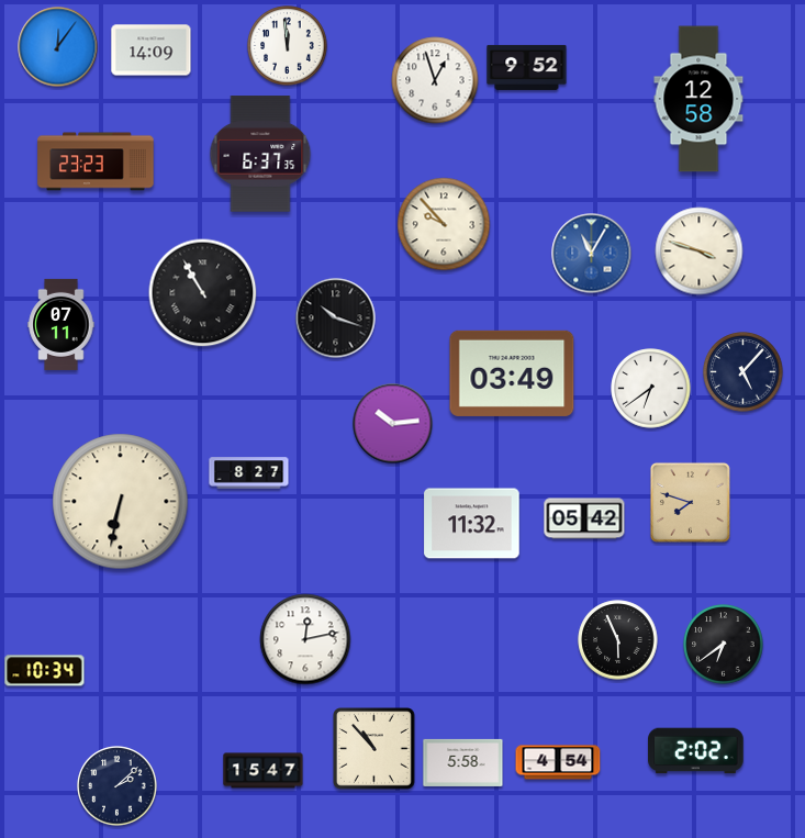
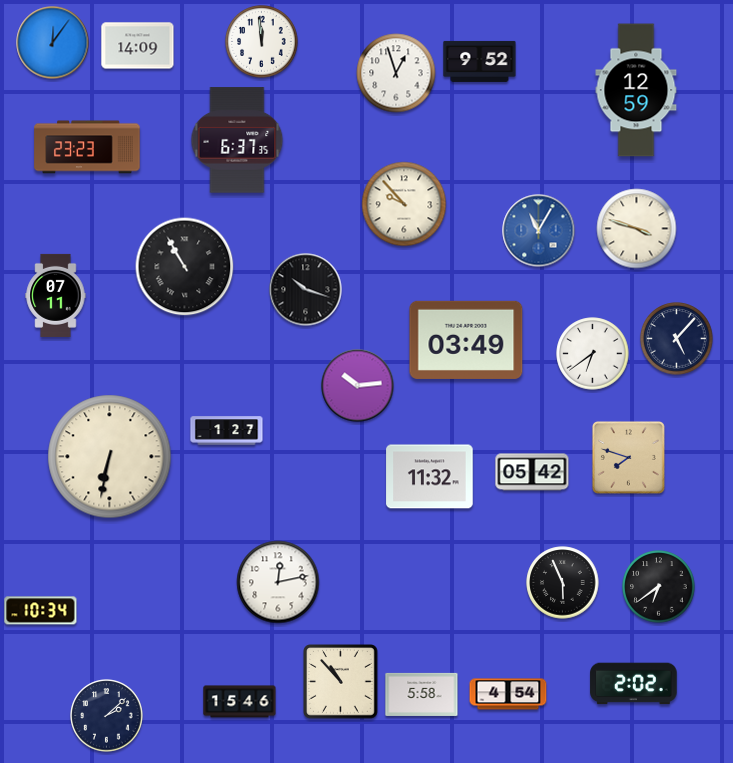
clock at (698, 99): 12:58 -> 12:59
clock at (249, 473): 8:27 -> 1:27
clock at (264, 771): 15:47 -> 15:46
